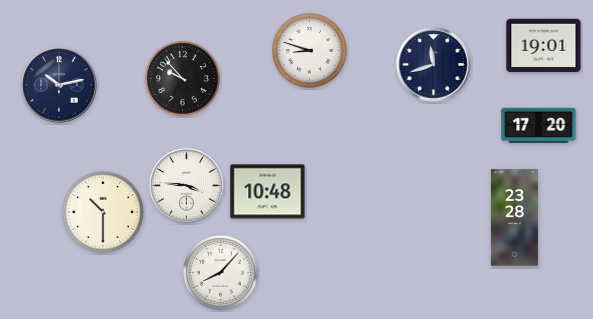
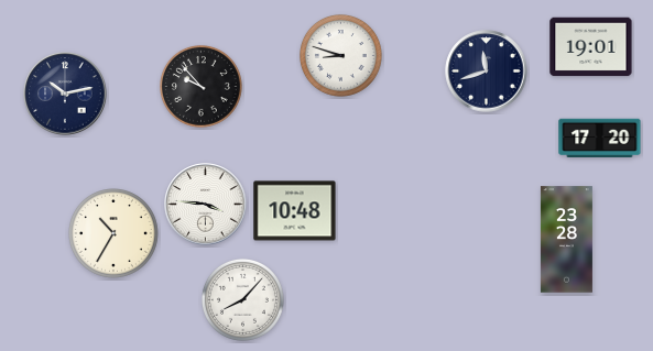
clock at (544, 46) position: (544, 46) -> (591, 47)
clock at (434, 65) position: (434, 65) -> (487, 72)
clock at (539, 125) position: (539, 125) -> (600, 138)
clock at (104, 213): 10:30 -> 10:35
